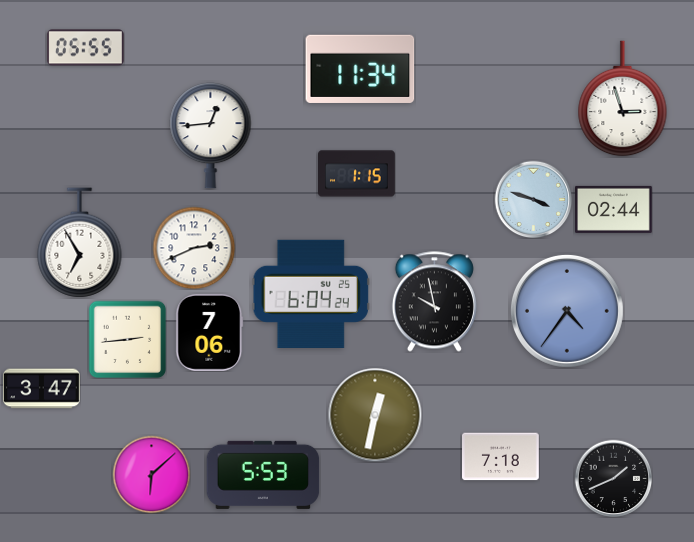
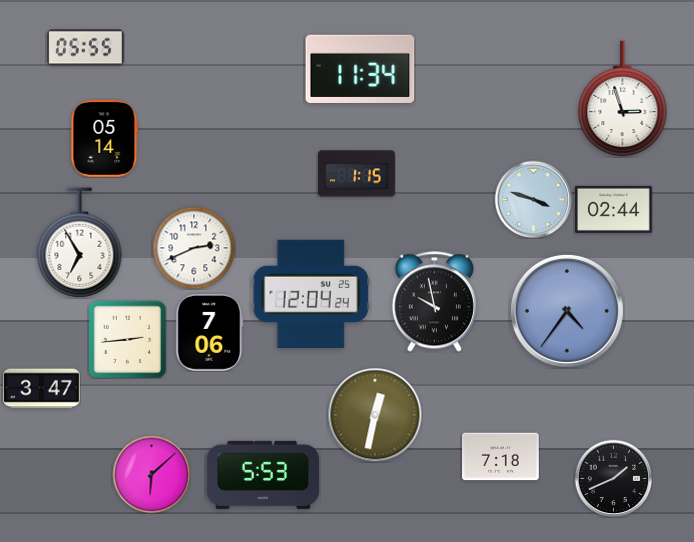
clock at (211, 136): 12:44 -> none
clock at (105, 138): none -> 05:14
clock at (311, 293): 6:04 -> 12:04
